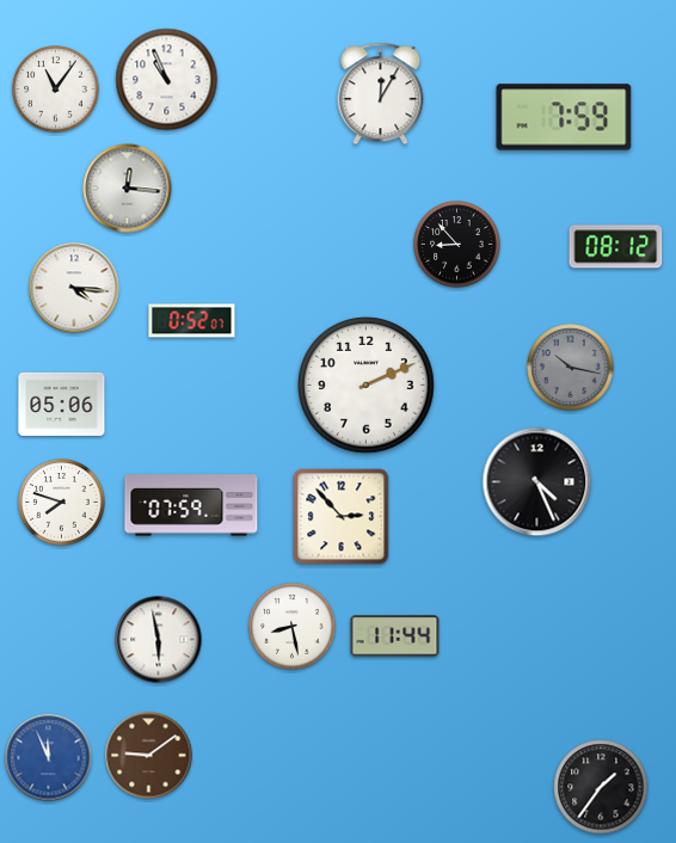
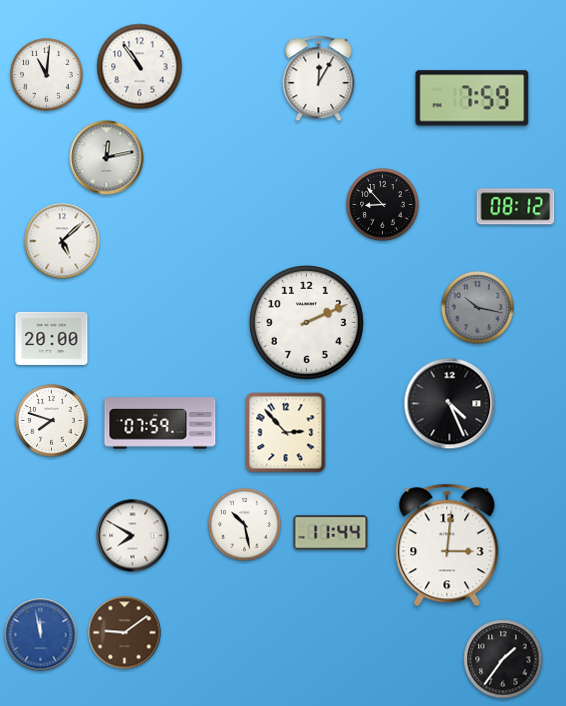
clock at (167, 80): 10:56 -> 10:54
clock at (56, 90): 11:06 -> 11:01
clock at (128, 189): 12:16 -> 12:13
clock at (74, 288): 4:16 -> 5:08
clock at (192, 321): 0:52 -> none
clock at (62, 404): 05:06 -> 20:00
clock at (293, 627): 8:28 -> 10:28
clock at (159, 640): 5:58 -> 7:50
clock at (447, 545): none -> 3:01
clock at (49, 758): 11:56 -> 11:58
